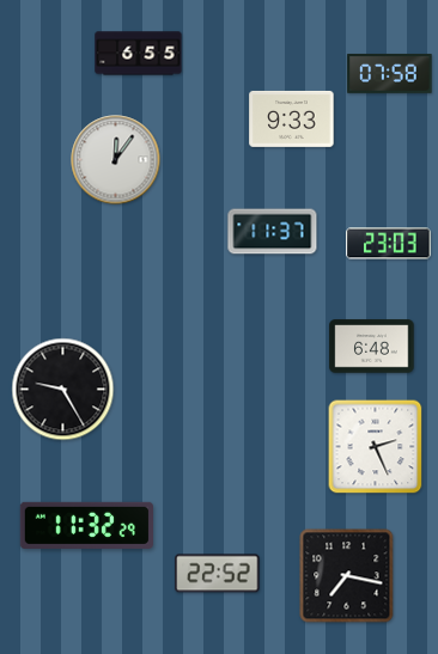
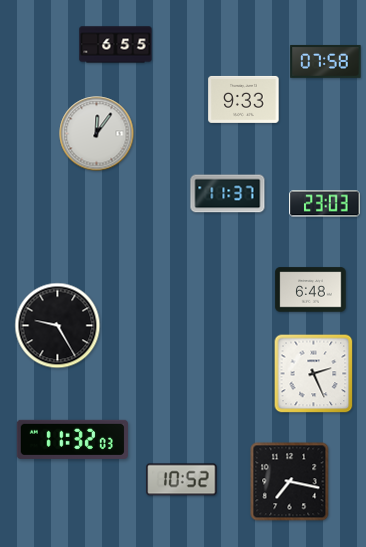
clock at (63, 390) position: (63, 390) -> (58, 326)
clock at (86, 525): 11:32:29 -> 11:32:03
clock at (218, 574): 22:52 -> 10:52
